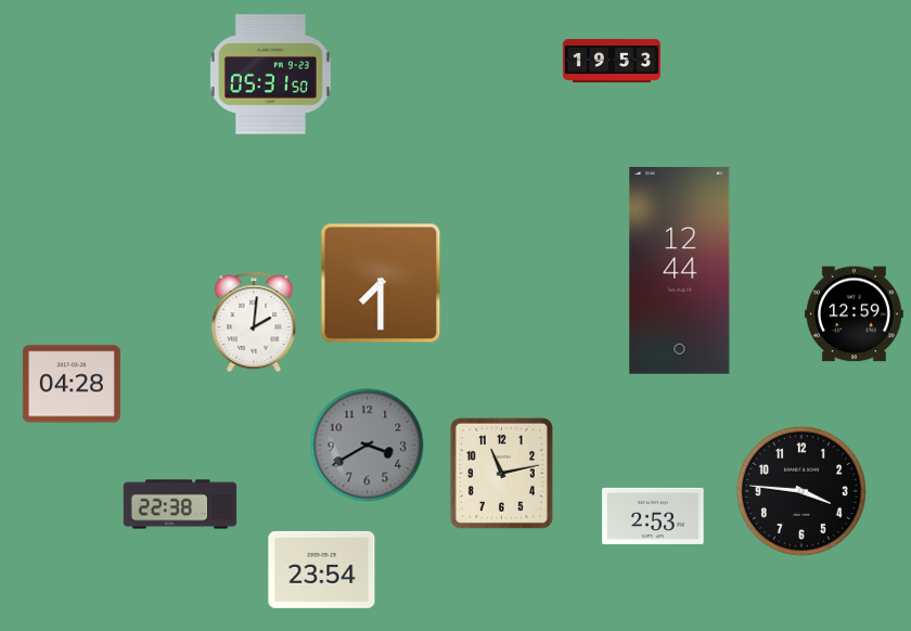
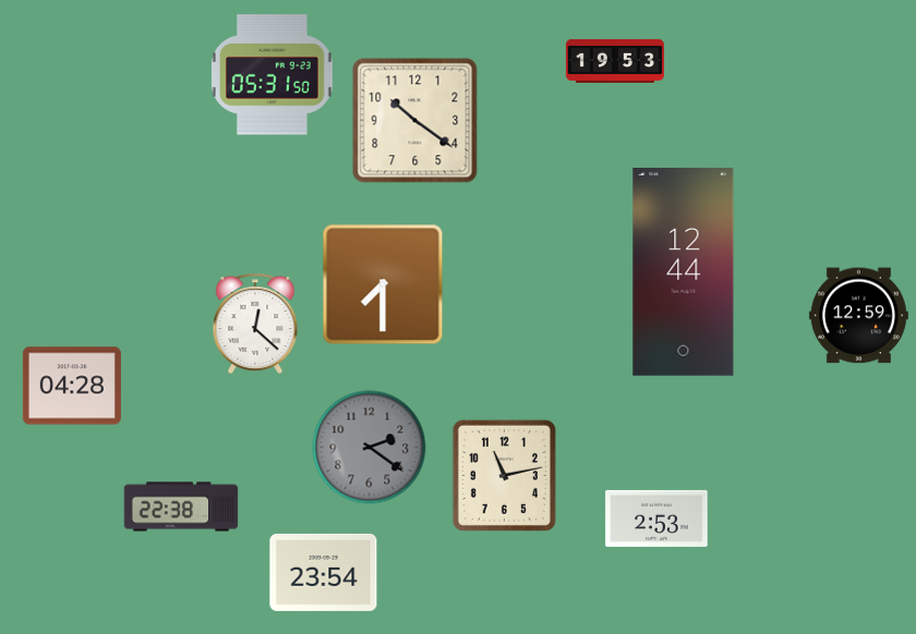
clock at (415, 121): none -> 10:21
clock at (254, 322): 2:01 -> 12:22
clock at (368, 446): 3:40 -> 2:21
clock at (801, 491): 3:46 -> none
